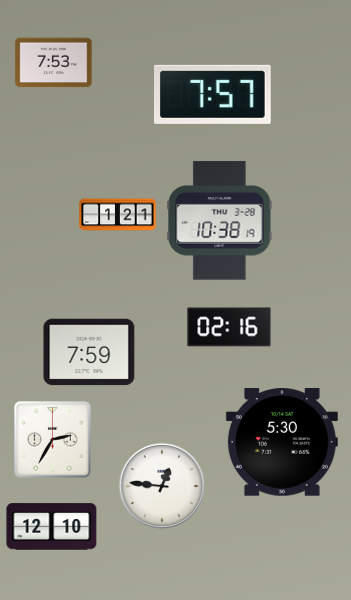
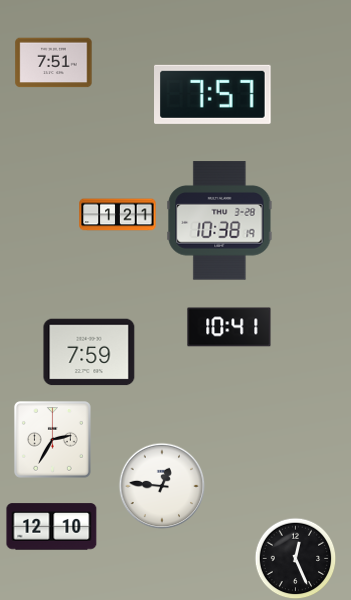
clock at (54, 63): 7:53 -> 7:51
clock at (229, 327): 02:16 -> 10:41
clock at (282, 442): 5:30 -> none
clock at (295, 558): none -> 12:26
